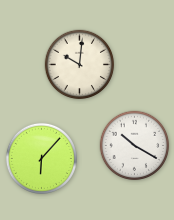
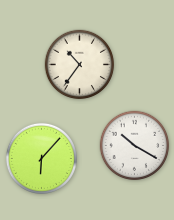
clock at (80, 65): 10:01 -> 10:36
